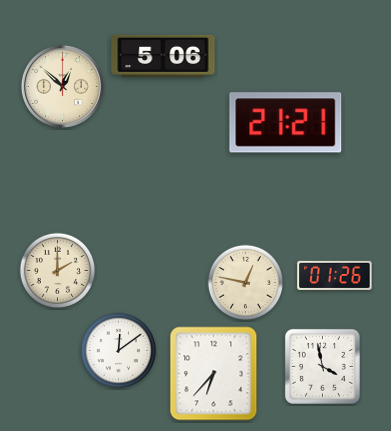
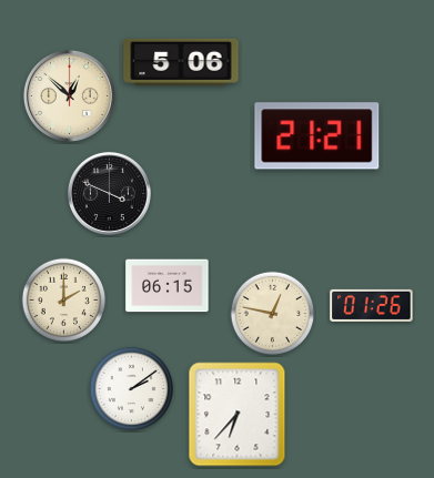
clock at (109, 193): none -> 3:49
clock at (168, 286): none -> 06:15
clock at (119, 351): 12:09 -> 2:09
clock at (322, 366): 3:58 -> none
